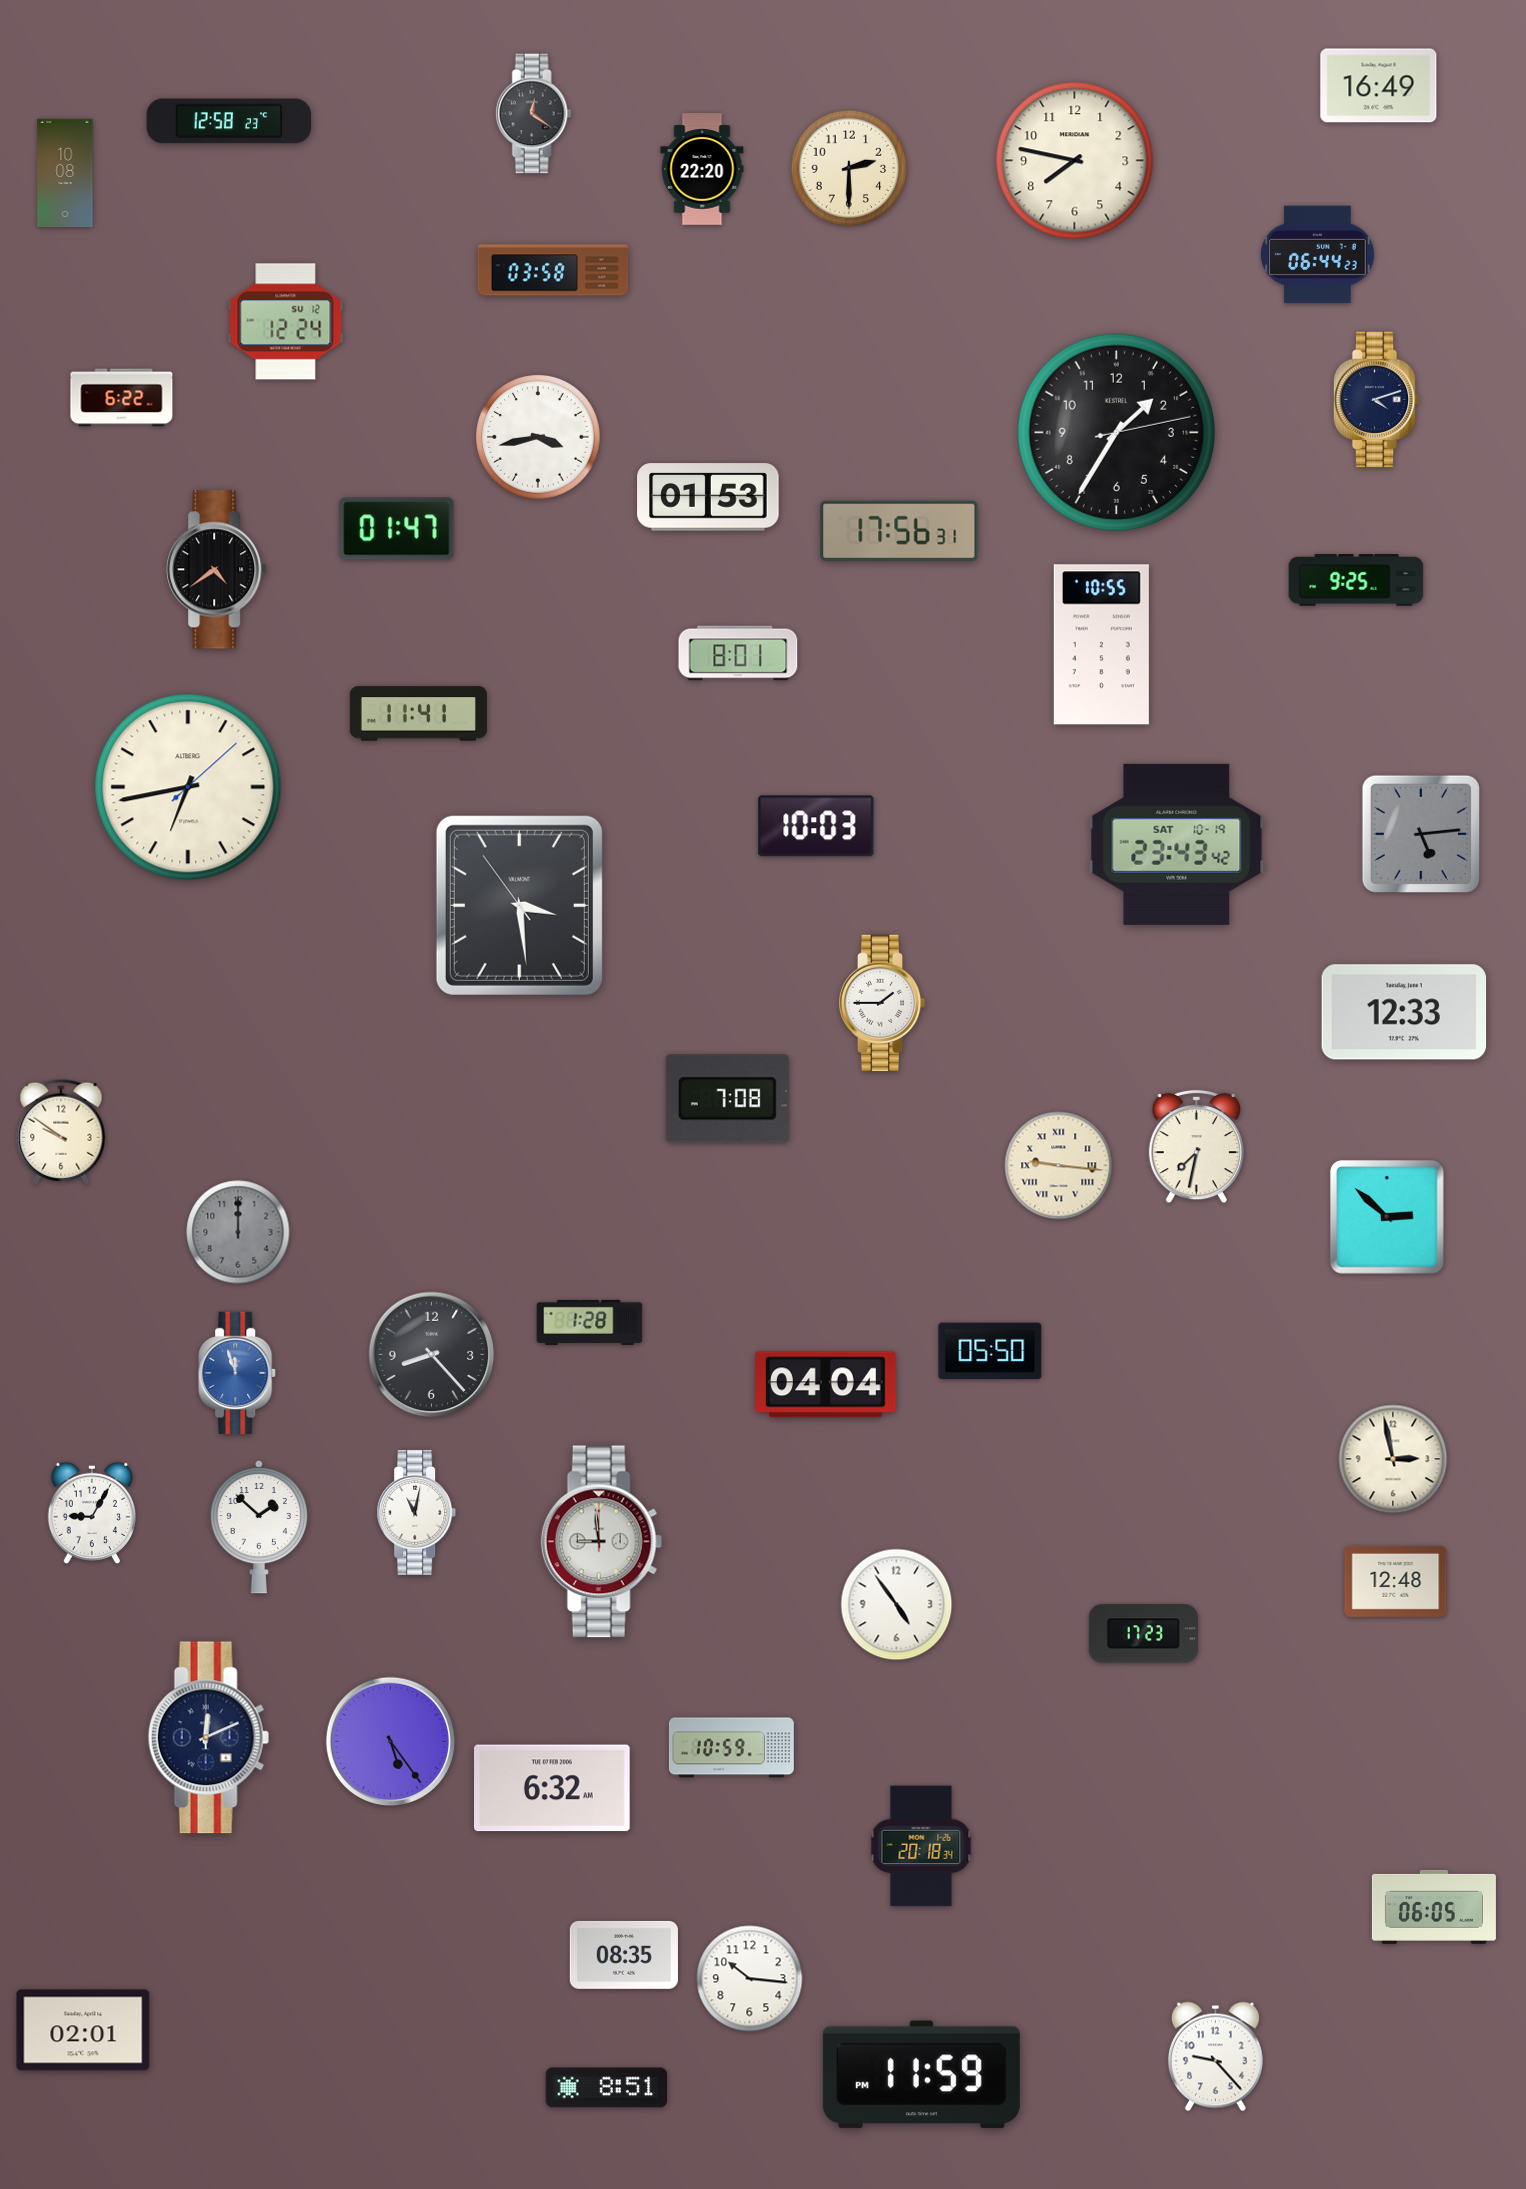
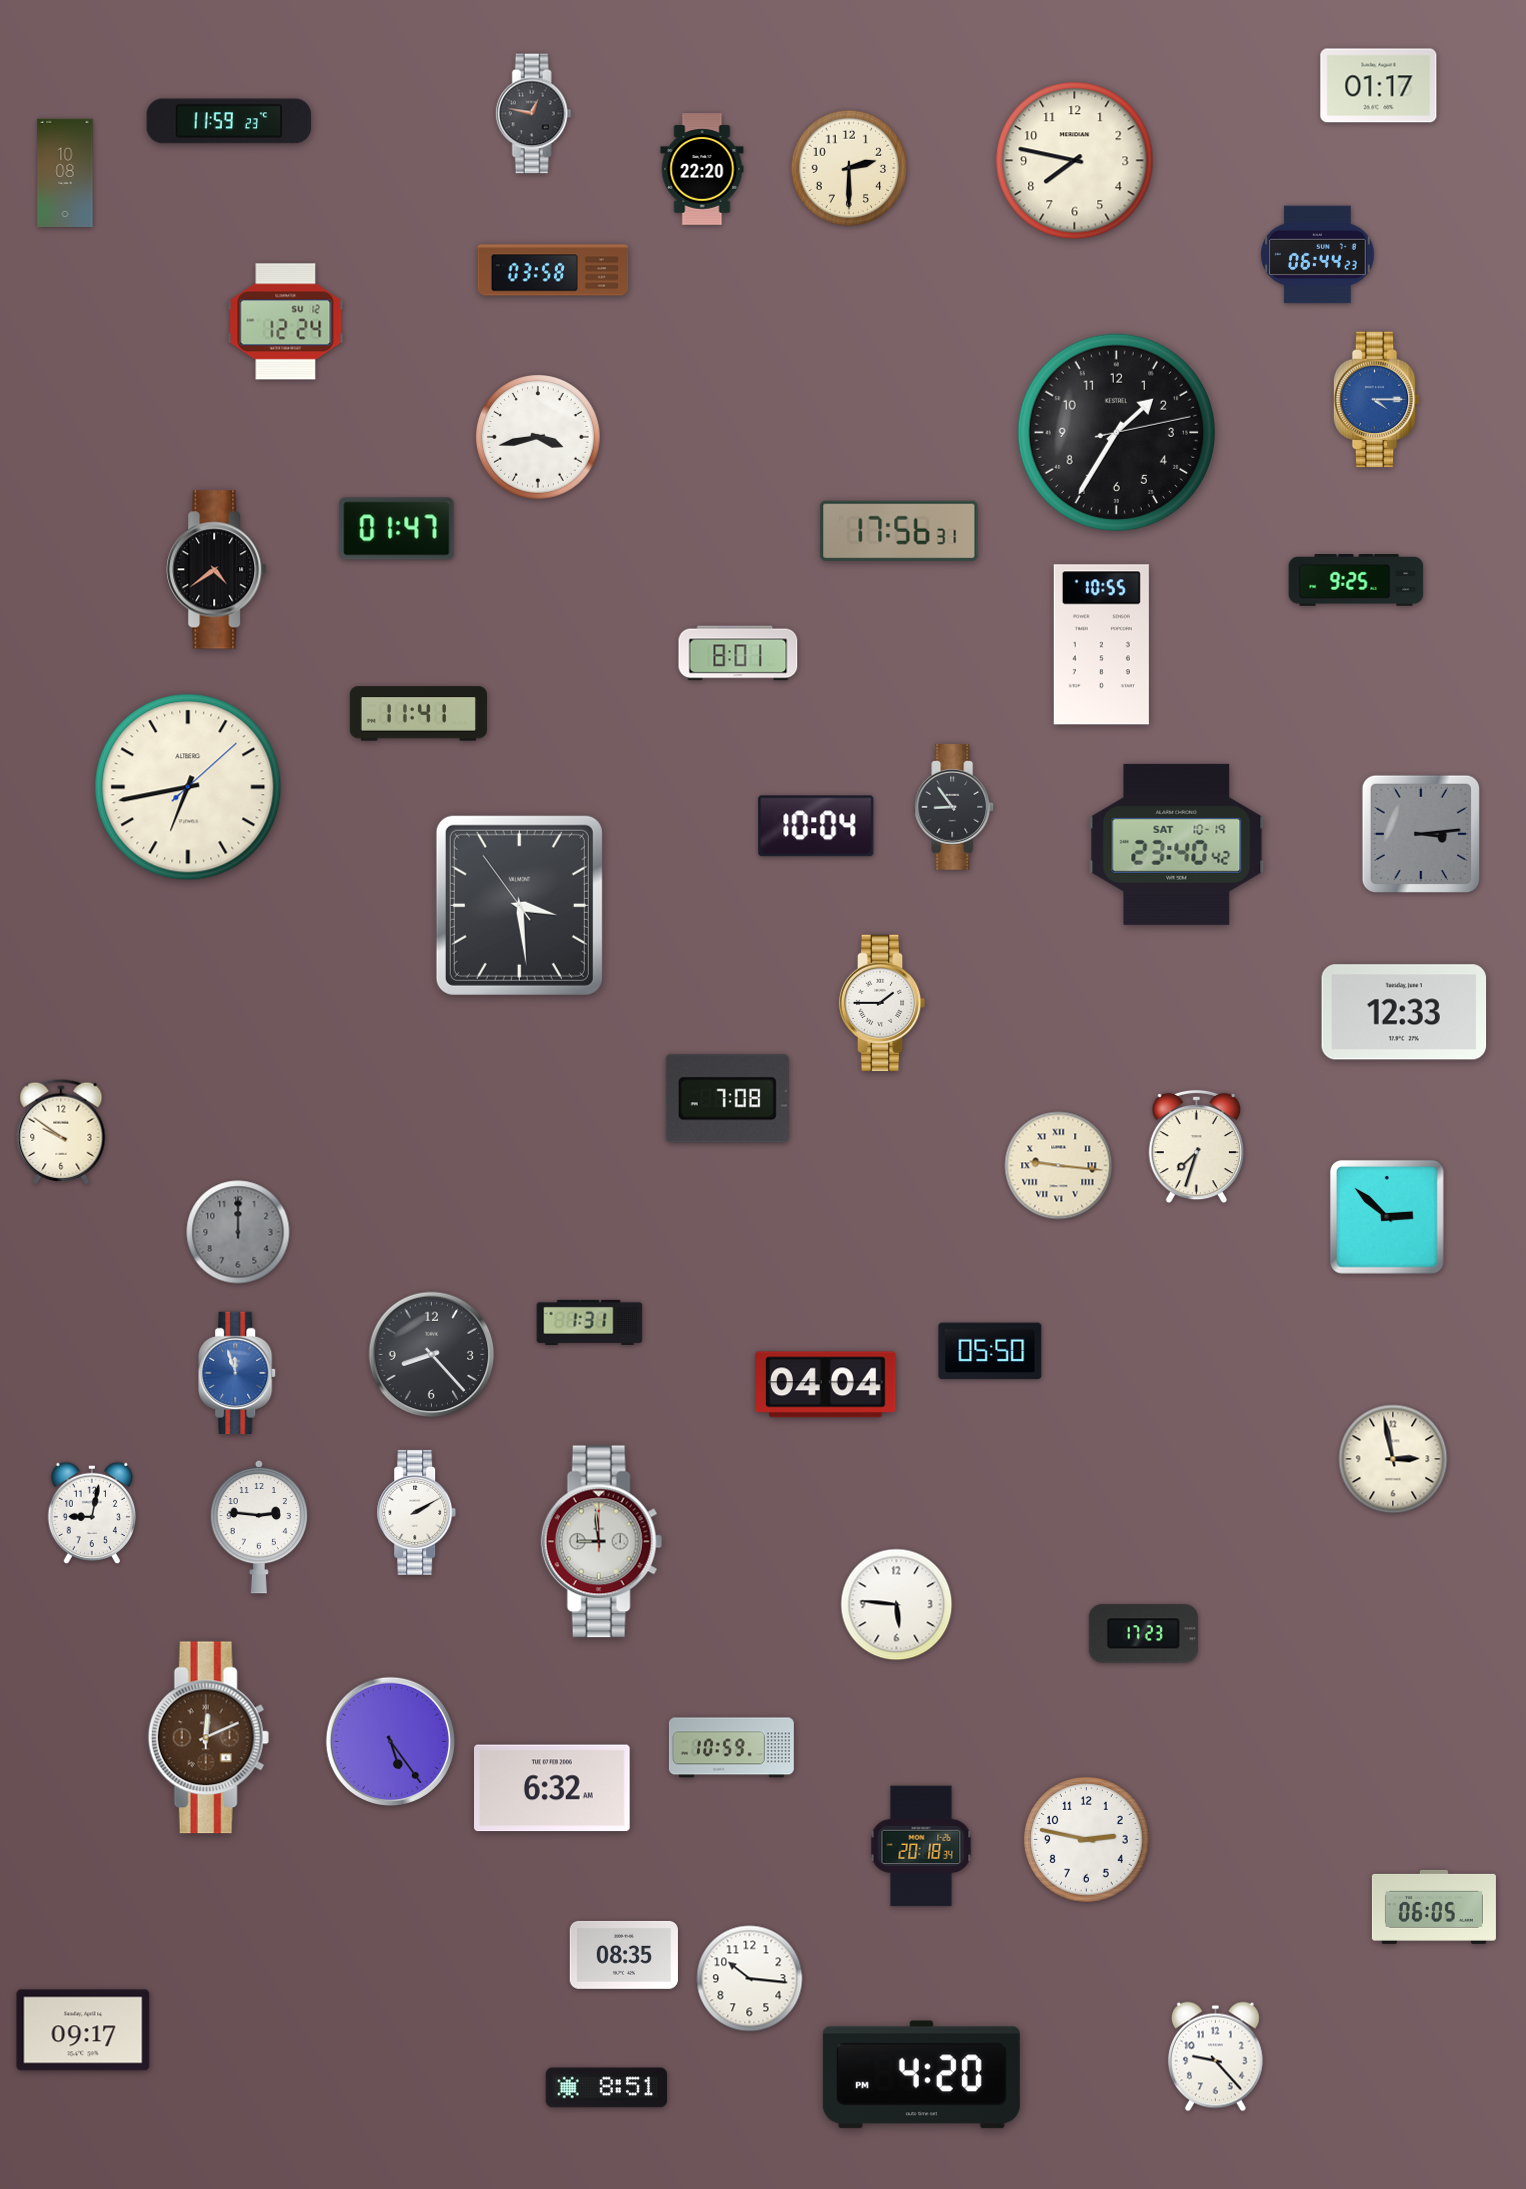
clock at (1379, 86): 16:49 -> 01:17
clock at (533, 114): 12:21 -> 12:47
clock at (229, 121): 12:58 -> 11:59
clock at (122, 398): 6:22 -> none
clock at (1376, 400): 4:12 -> 4:15
clock at (1376, 400) dial: navy -> blue
clock at (708, 497): 01:53 -> none
clock at (955, 808): none -> 8:54
clock at (816, 826): 10:03 -> 10:04
clock at (1421, 834): 5:14 -> 3:14
clock at (1177, 844): 23:43 -> 23:40
clock at (1196, 1147): 7:32 -> 7:33
clock at (590, 1322): 1:28 -> 1:31
clock at (417, 1512): 11:02 -> 2:10
clock at (92, 1513): 9:05 -> 9:02
clock at (258, 1527): 1:52 -> 2:46
clock at (1396, 1581): 12:48 -> none
clock at (897, 1605): 4:54 -> 5:46
clock at (208, 1738) dial: navy -> brown
clock at (1087, 1840): none -> 2:47
clock at (83, 2030): 02:01 -> 09:17
clock at (921, 2075): 11:59 -> 4:20
